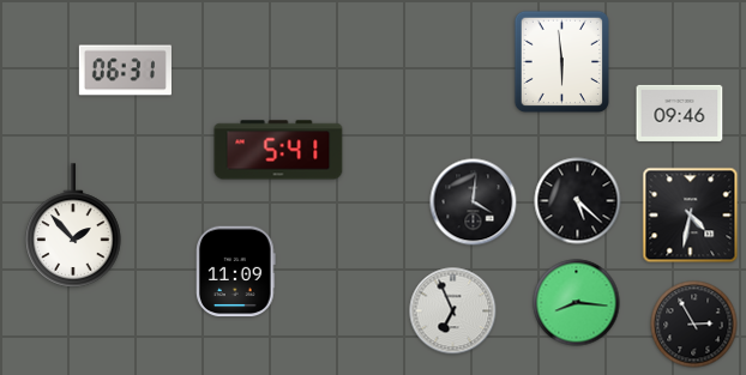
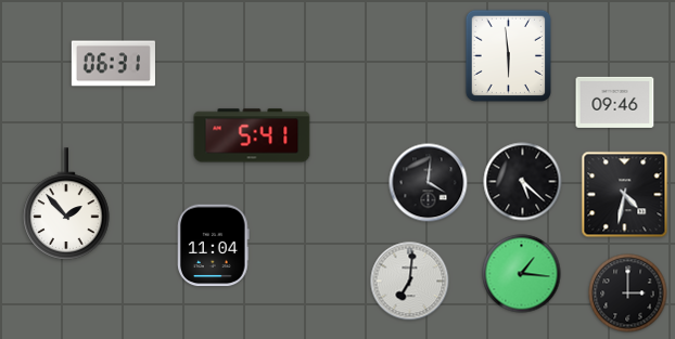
clock at (236, 272): 11:09 -> 11:04
clock at (577, 303): 8:16 -> 1:16
clock at (453, 312): 6:56 -> 7:01
clock at (694, 325): 2:55 -> 3:00
